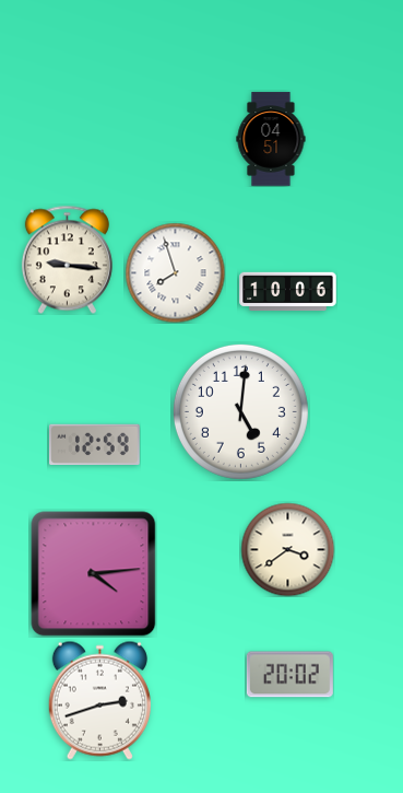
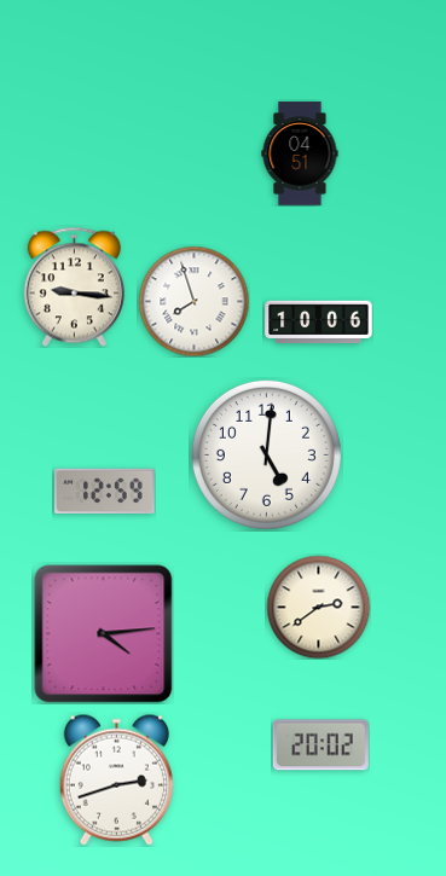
clock at (287, 549): 3:39 -> 2:39
clock at (99, 700) position: (99, 700) -> (116, 779)
